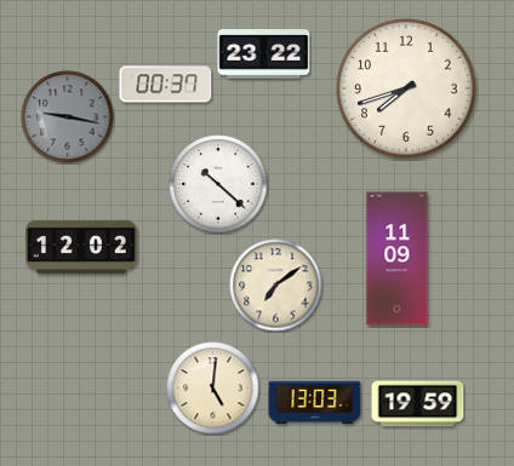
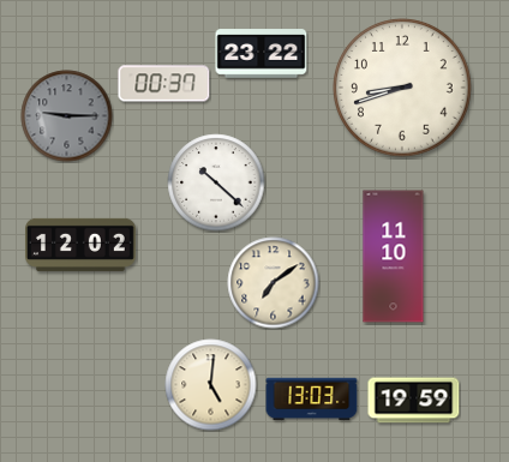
clock at (407, 90): 7:42 -> 8:42
clock at (68, 117): 9:17 -> 9:15
clock at (398, 259): 11:09 -> 11:10
